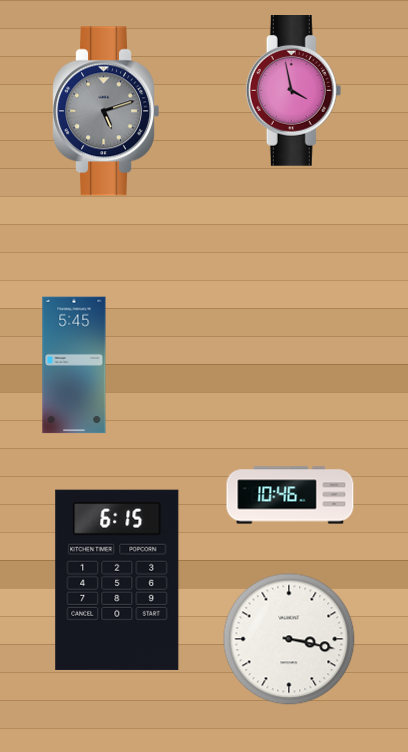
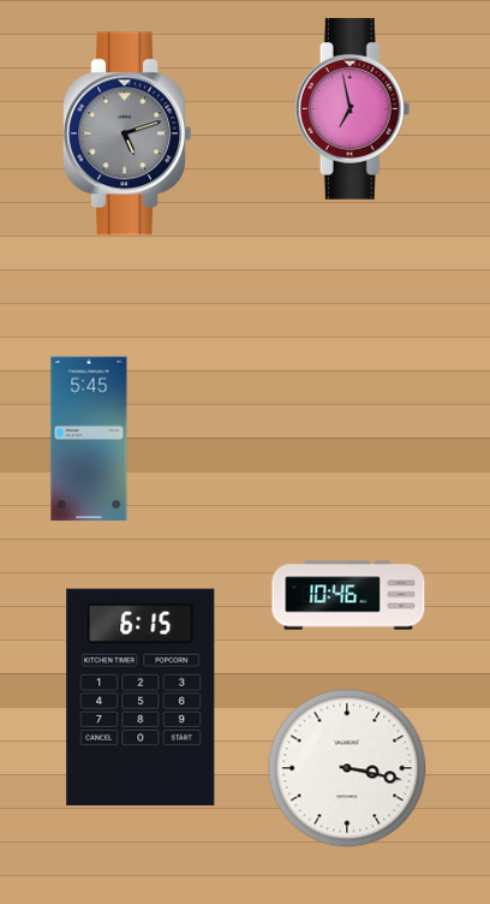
clock at (294, 91): 3:58 -> 6:58
